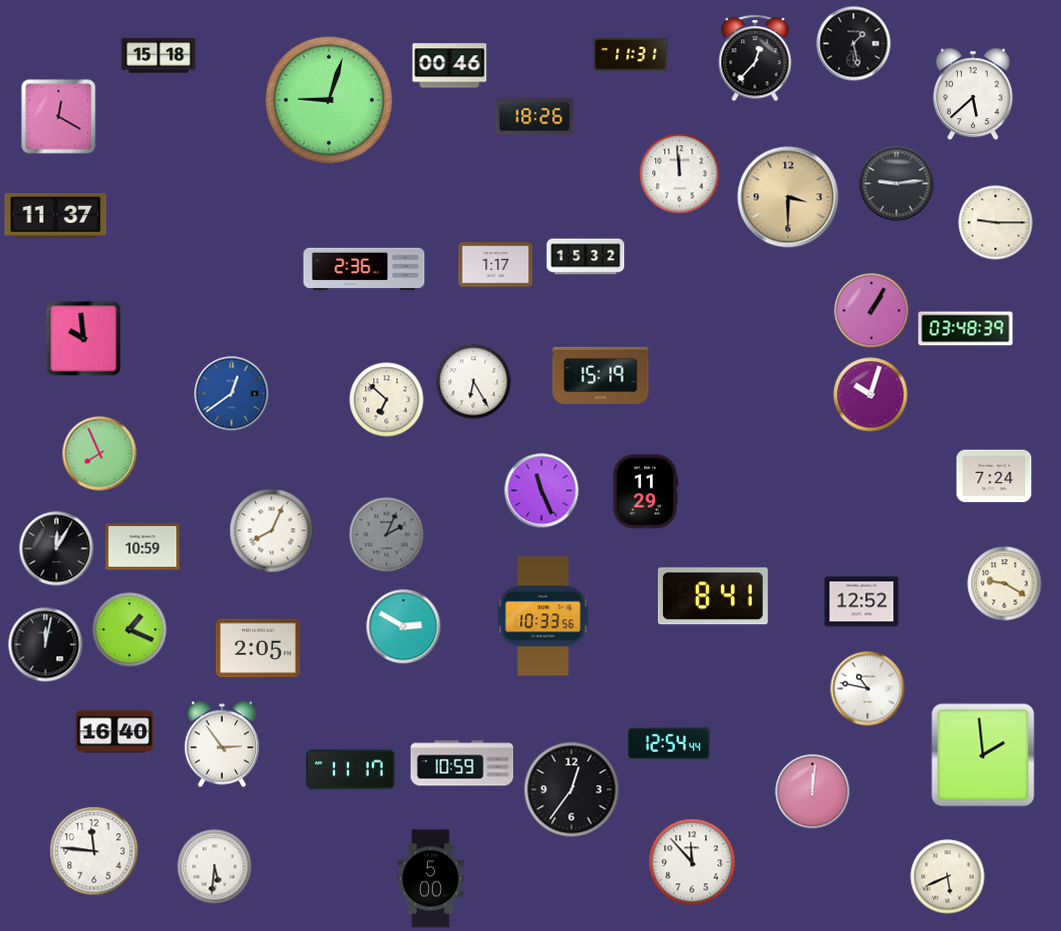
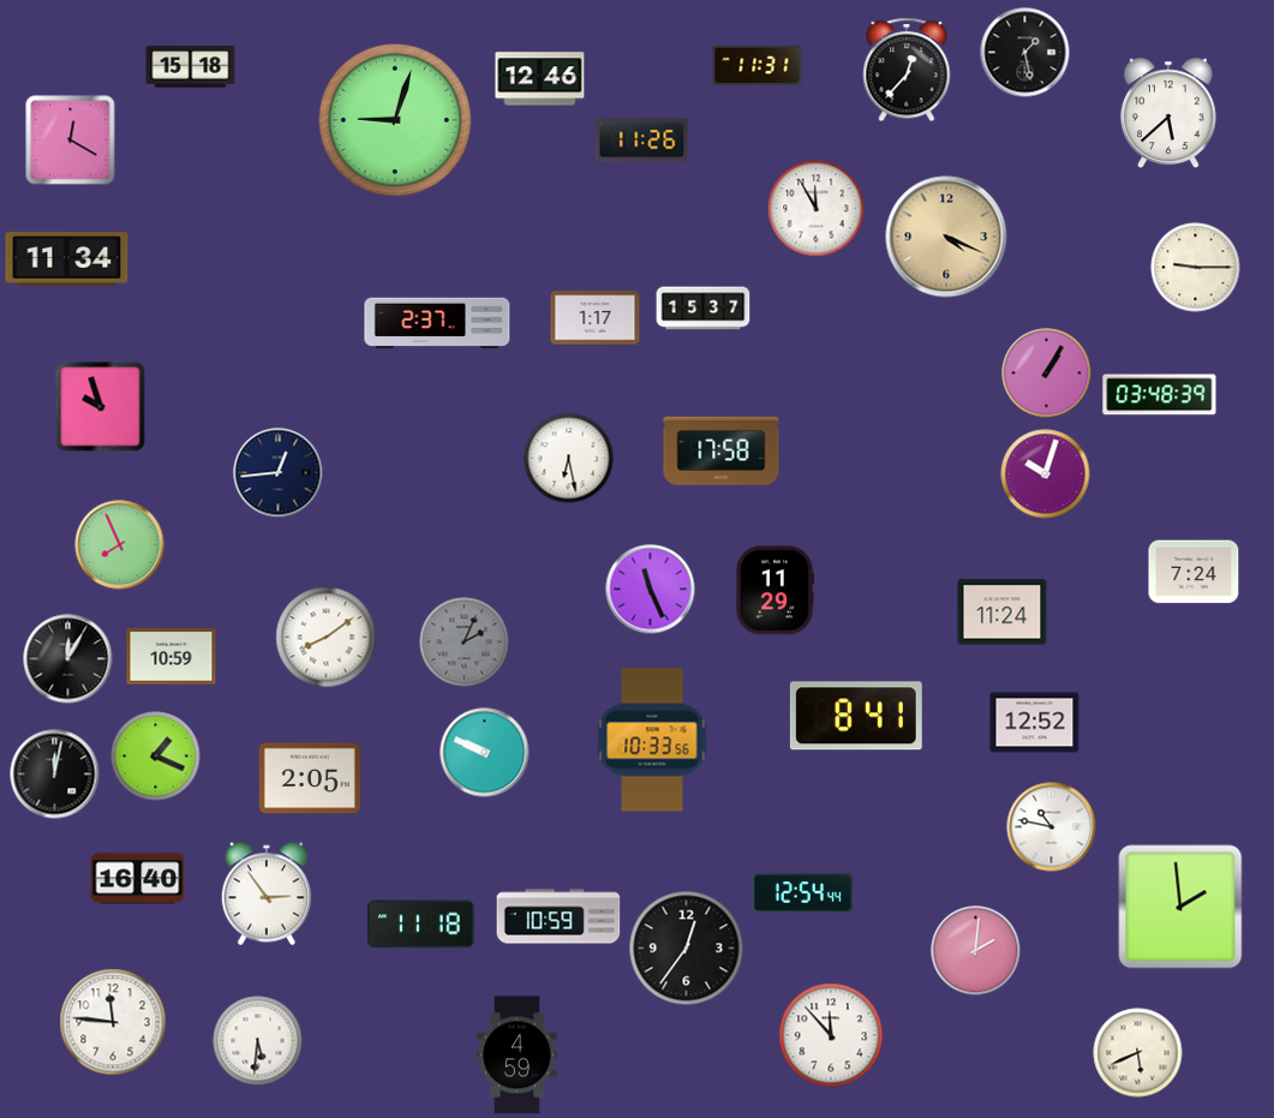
clock at (450, 66): 00:46 -> 12:46
clock at (535, 117): 18:26 -> 11:26
clock at (680, 174): 11:59 -> 11:55
clock at (897, 184): 9:14 -> none
clock at (788, 197): 3:30 -> 4:19
clock at (56, 216): 11:37 -> 11:34
clock at (586, 257): 15:32 -> 15:37
clock at (364, 269): 2:36 -> 2:37
clock at (84, 339): 9:59 -> 9:57
clock at (601, 375): 15:19 -> 17:58
clock at (474, 382): 6:25 -> 6:28
clock at (232, 394): 12:39 -> 12:44
clock at (232, 394) dial: blue -> navy
clock at (387, 400): 6:52 -> none
clock at (1003, 612): none -> 11:24
clock at (272, 531): 8:04 -> 8:09
clock at (1005, 584): 9:20 -> none
clock at (404, 627): 2:50 -> 9:49
clock at (868, 689) position: (868, 689) -> (1052, 827)
clock at (462, 763) position: (462, 763) -> (558, 916)
clock at (351, 770): 11:17 -> 11:18
clock at (813, 792): 12:01 -> 2:01
clock at (430, 879): 5:00 -> 4:59
